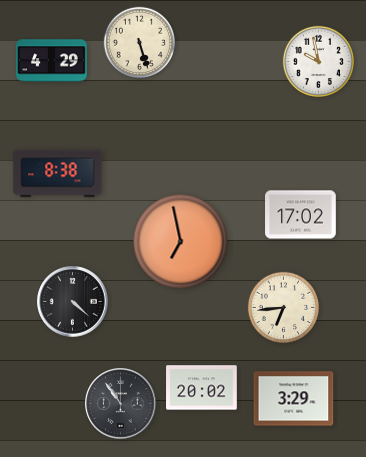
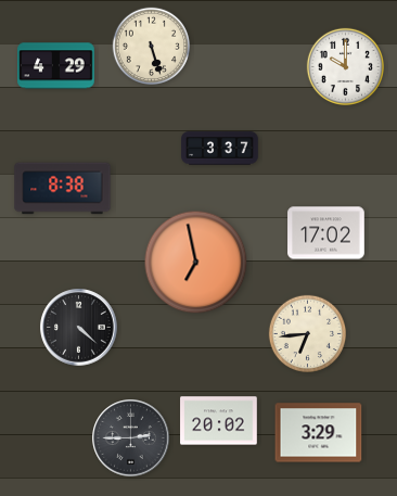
clock at (318, 61): 9:58 -> 10:00
clock at (220, 149): none -> 3:37
clock at (121, 404): 10:54 -> 2:45
